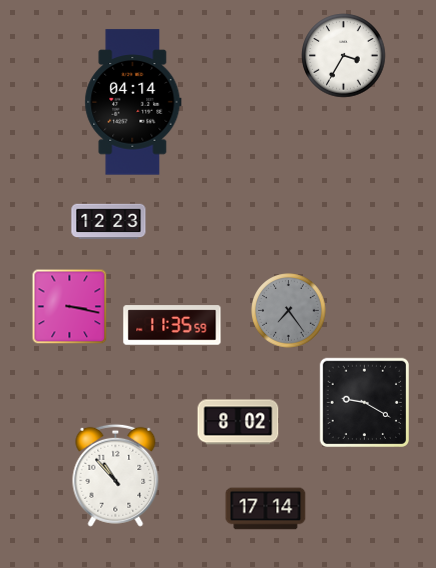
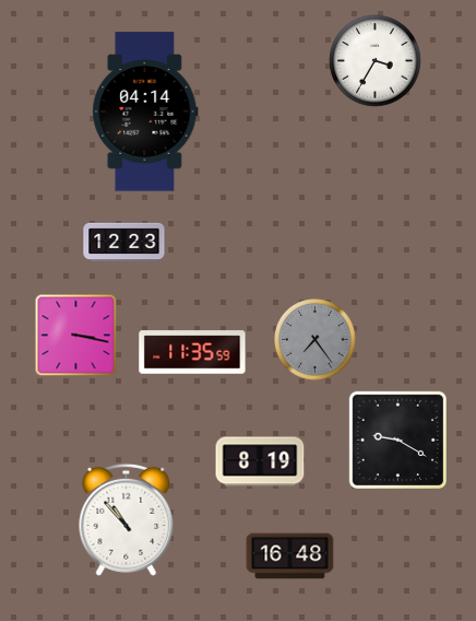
clock at (109, 222) position: (109, 222) -> (124, 243)
clock at (172, 325) position: (172, 325) -> (192, 352)
clock at (238, 422): 8:02 -> 8:19
clock at (266, 509): 17:14 -> 16:48
